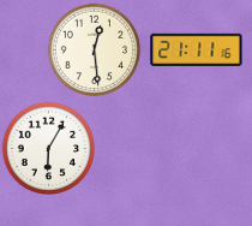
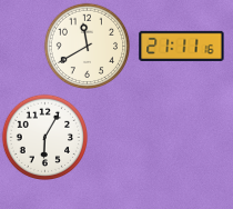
clock at (94, 49): 12:29 -> 11:40
